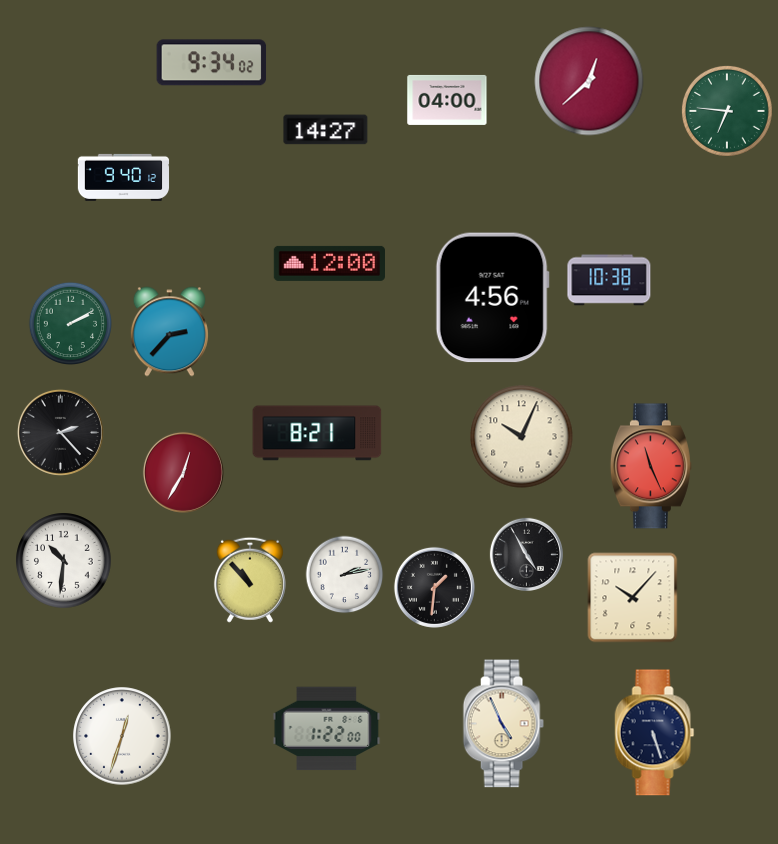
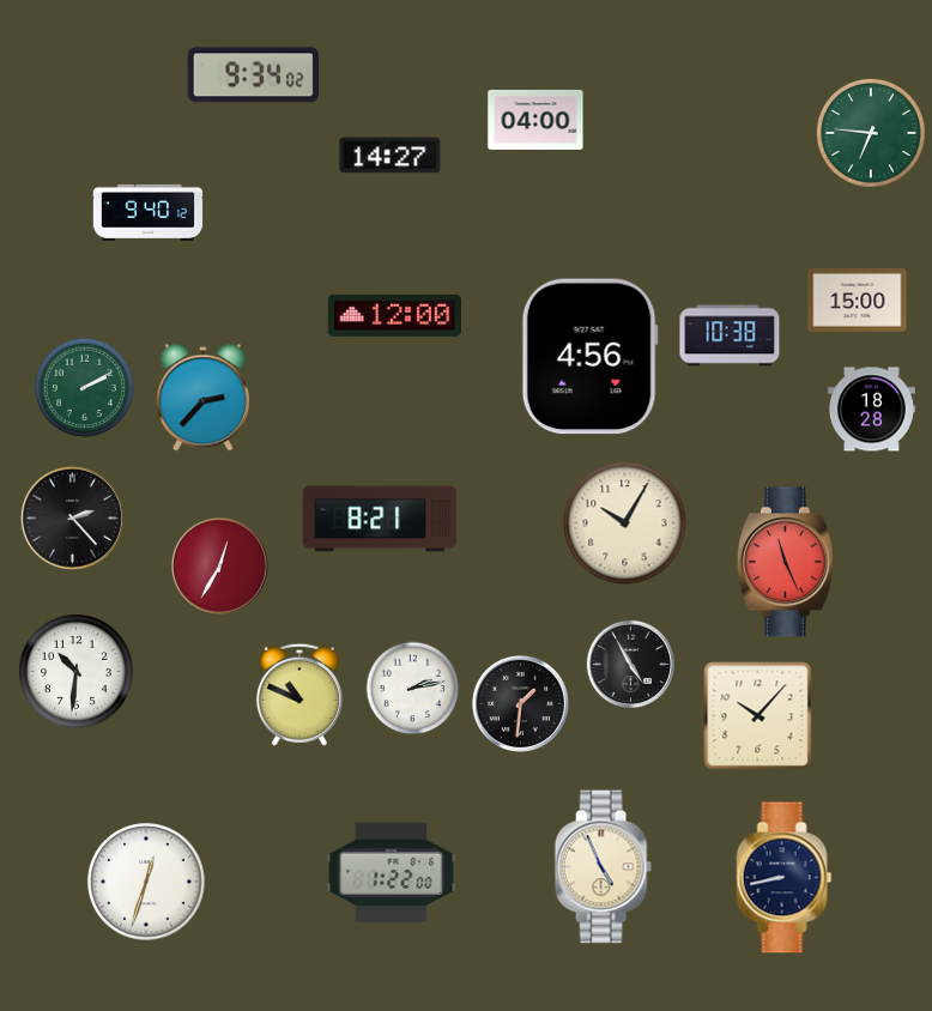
clock at (589, 81): 12:38 -> none
clock at (858, 301): none -> 15:00
clock at (871, 410): none -> 18:28
clock at (522, 437): 10:04 -> 10:05
clock at (651, 466) position: (651, 466) -> (786, 562)
clock at (250, 580): 10:53 -> 10:49
clock at (655, 733): 5:27 -> 8:43
